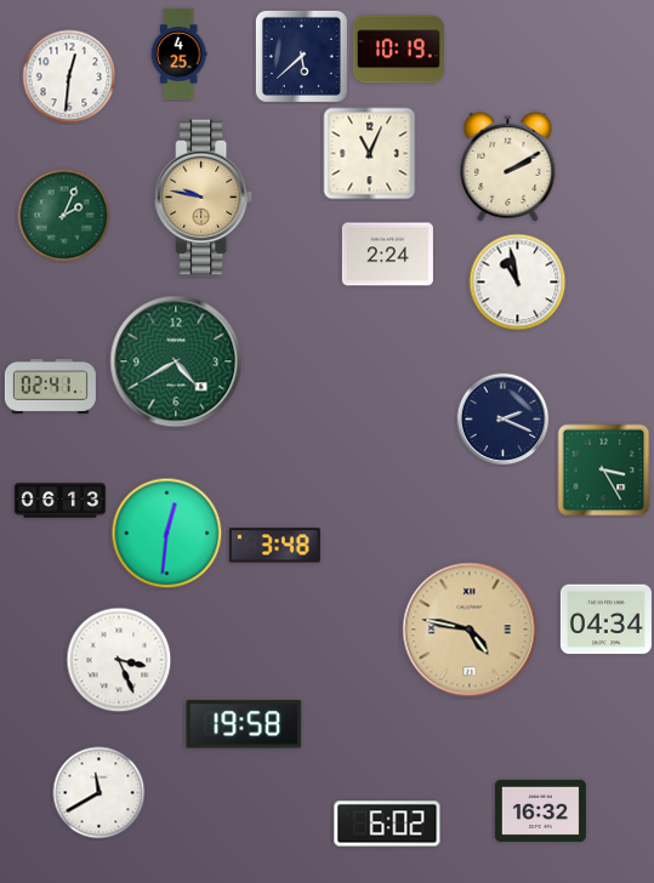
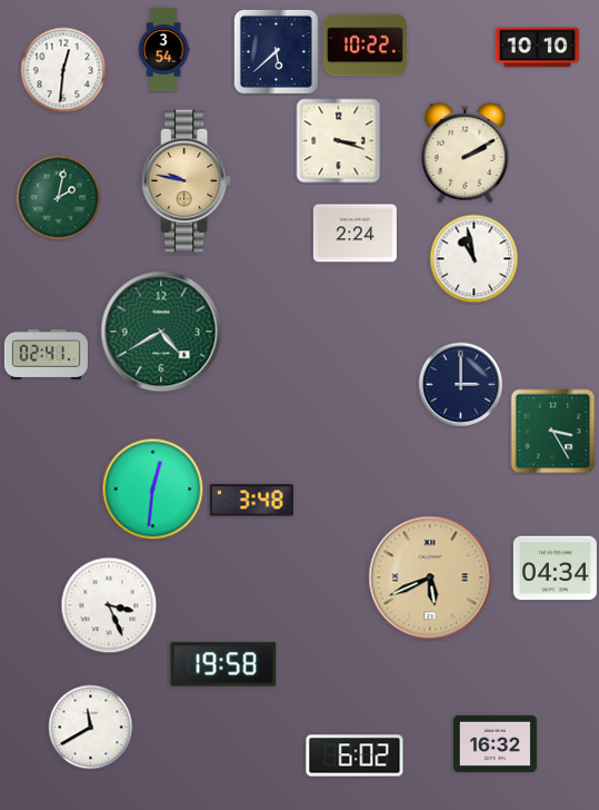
clock at (398, 50): 10:19 -> 10:22
clock at (537, 48): none -> 10:10
clock at (178, 53): 4:25 -> 3:54
clock at (370, 154): 11:04 -> 3:18
clock at (64, 216): 2:04 -> 2:02
clock at (504, 420): 2:19 -> 3:00
clock at (59, 501): 06:13 -> none
clock at (470, 630): 4:47 -> 5:41
